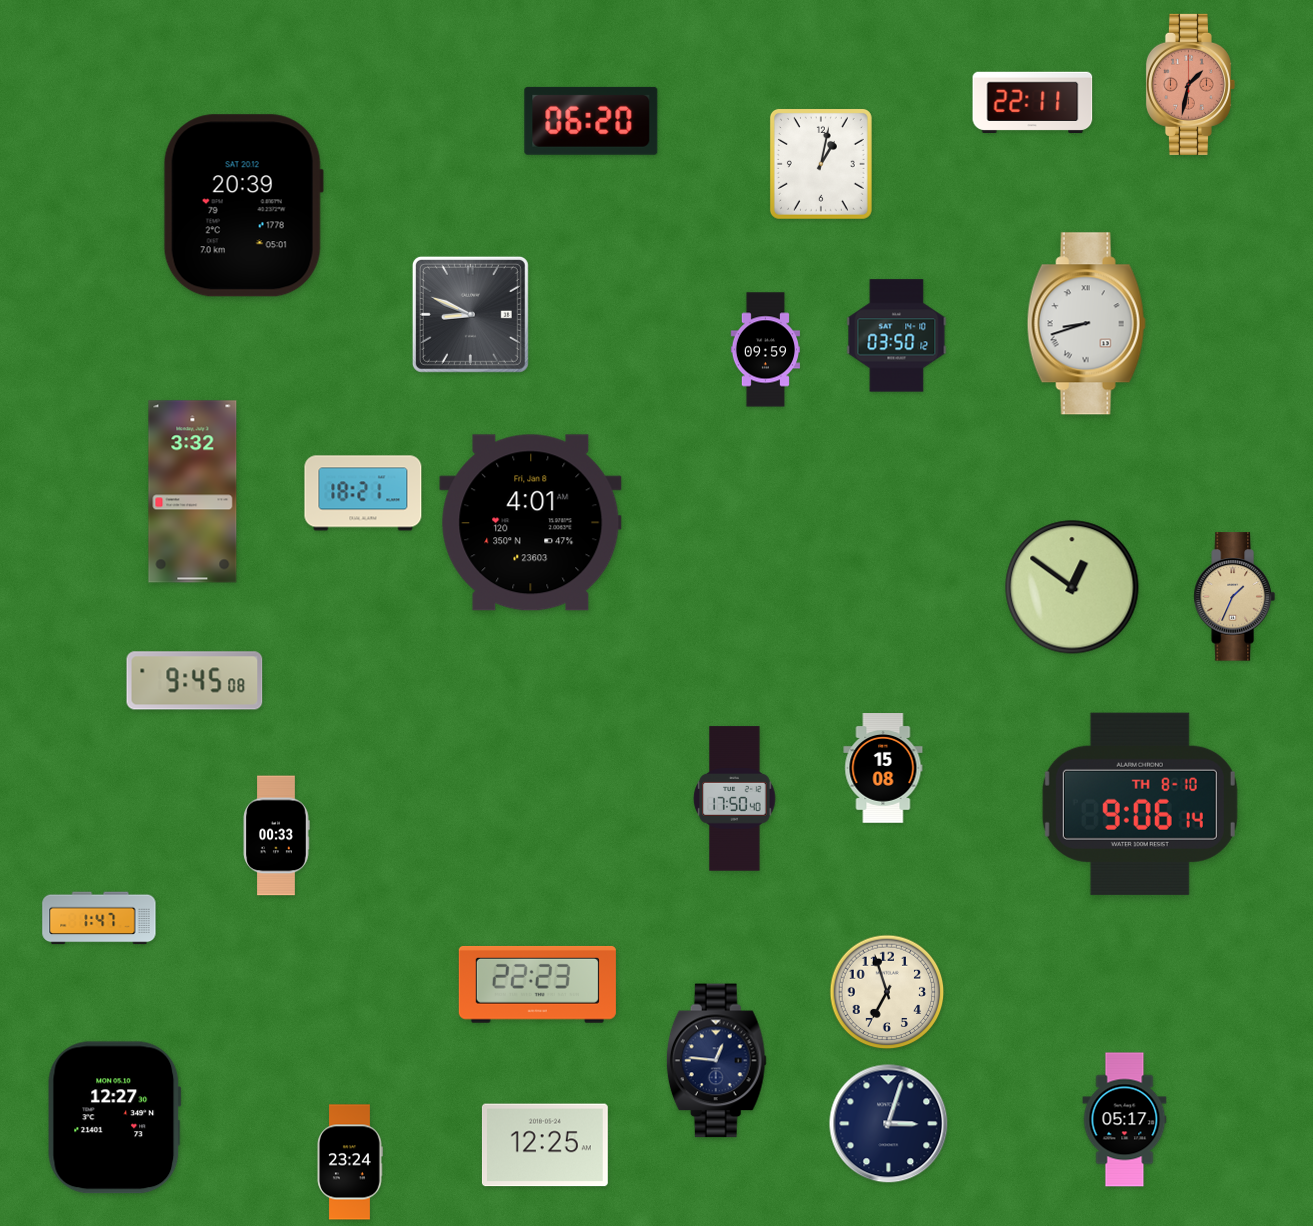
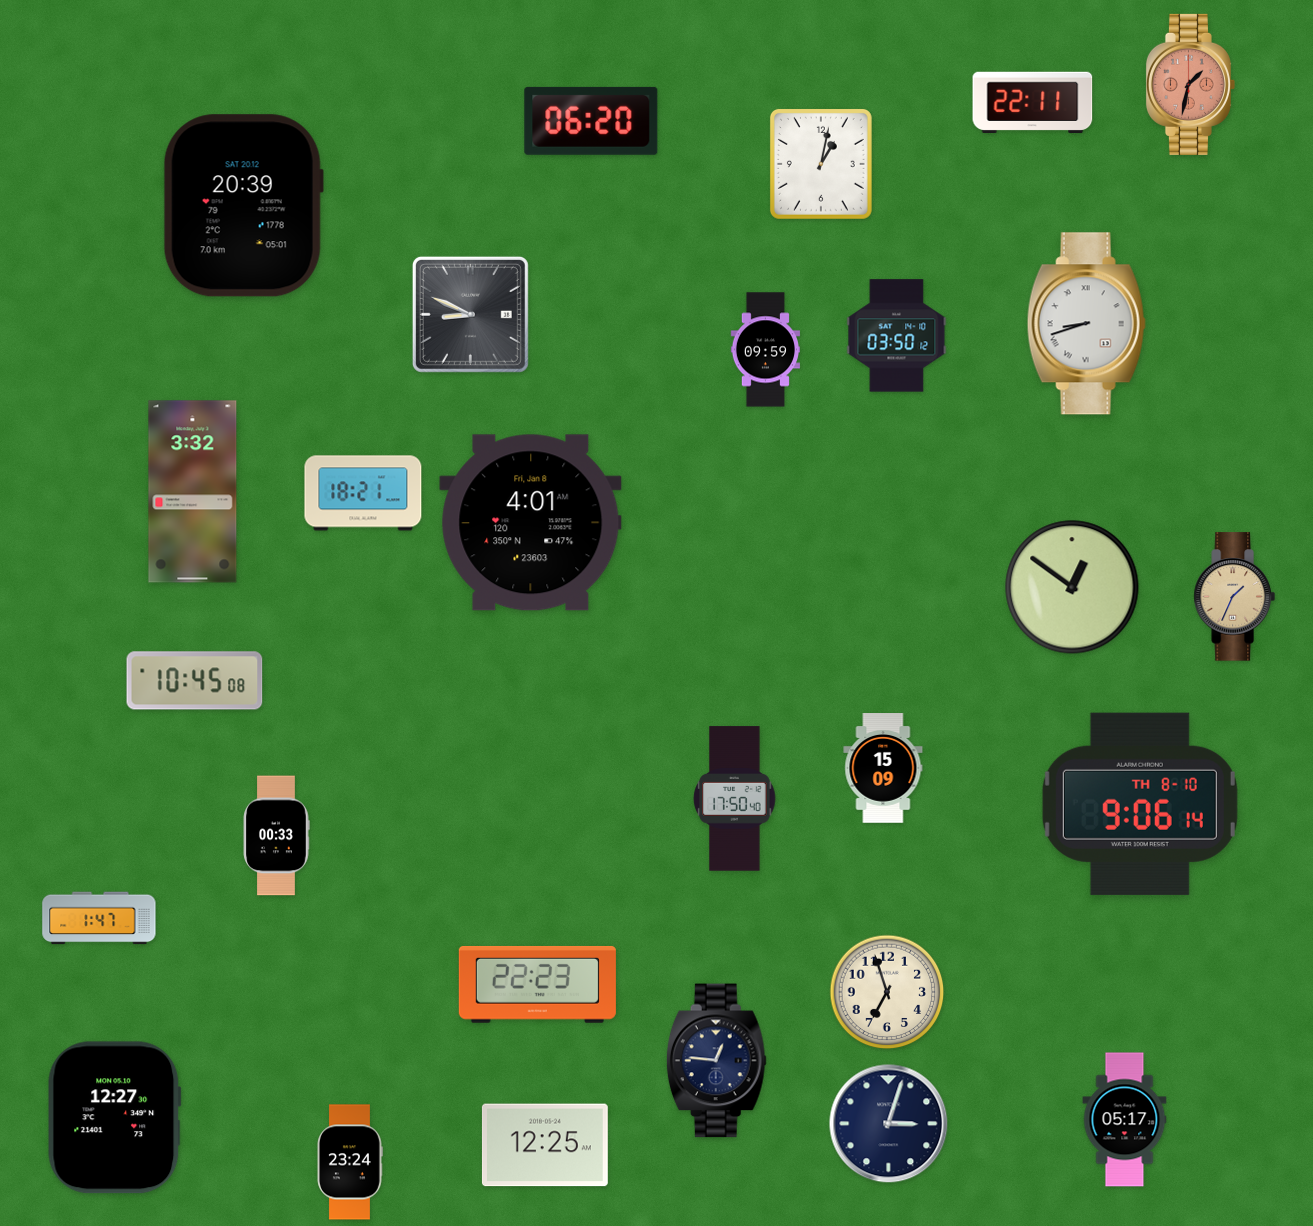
clock at (195, 681): 9:45 -> 10:45
clock at (883, 769): 15:08 -> 15:09
